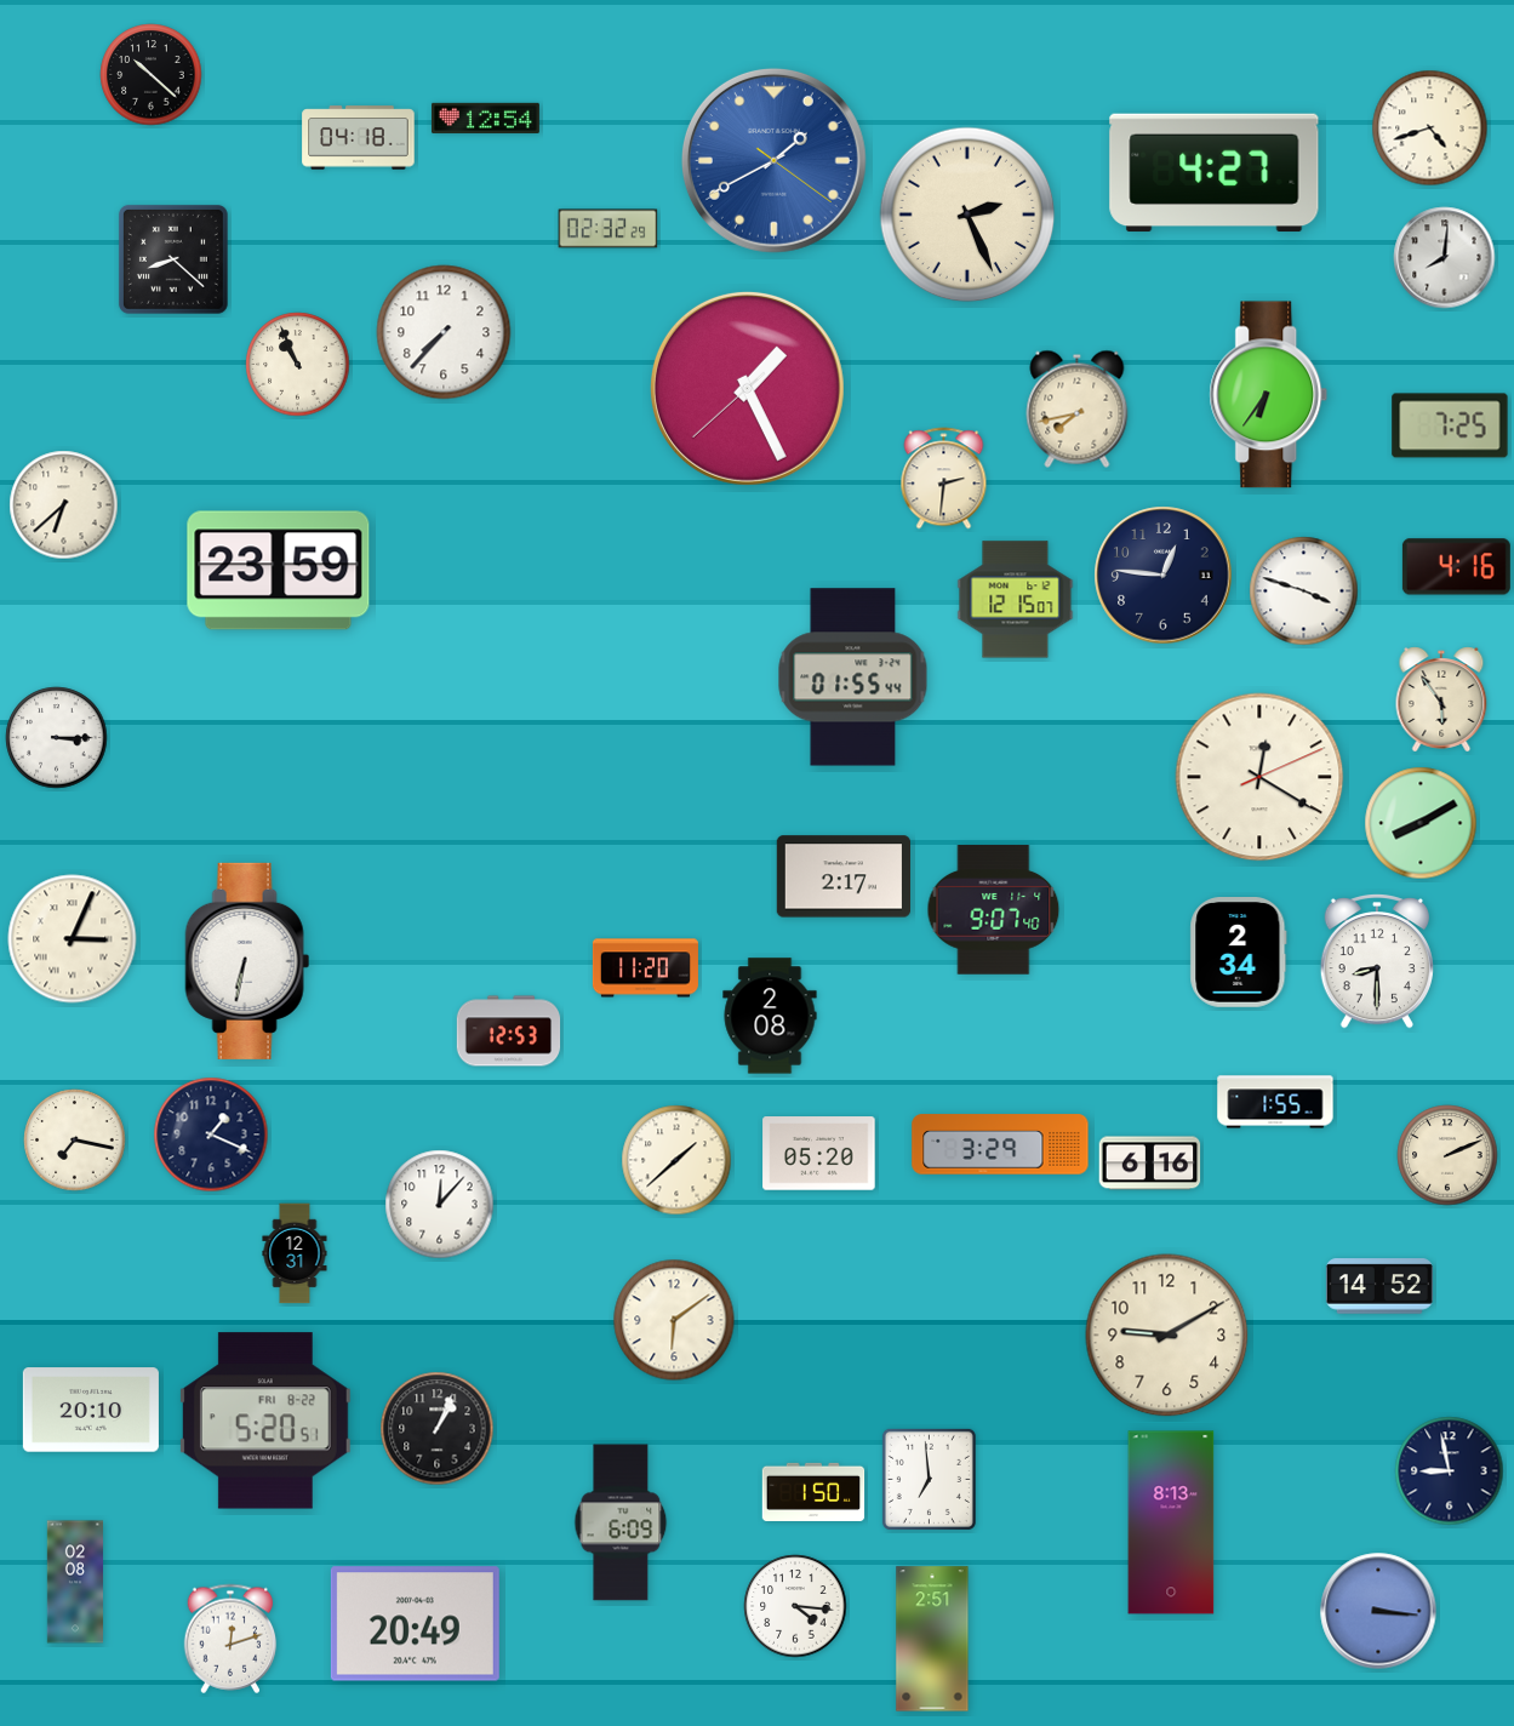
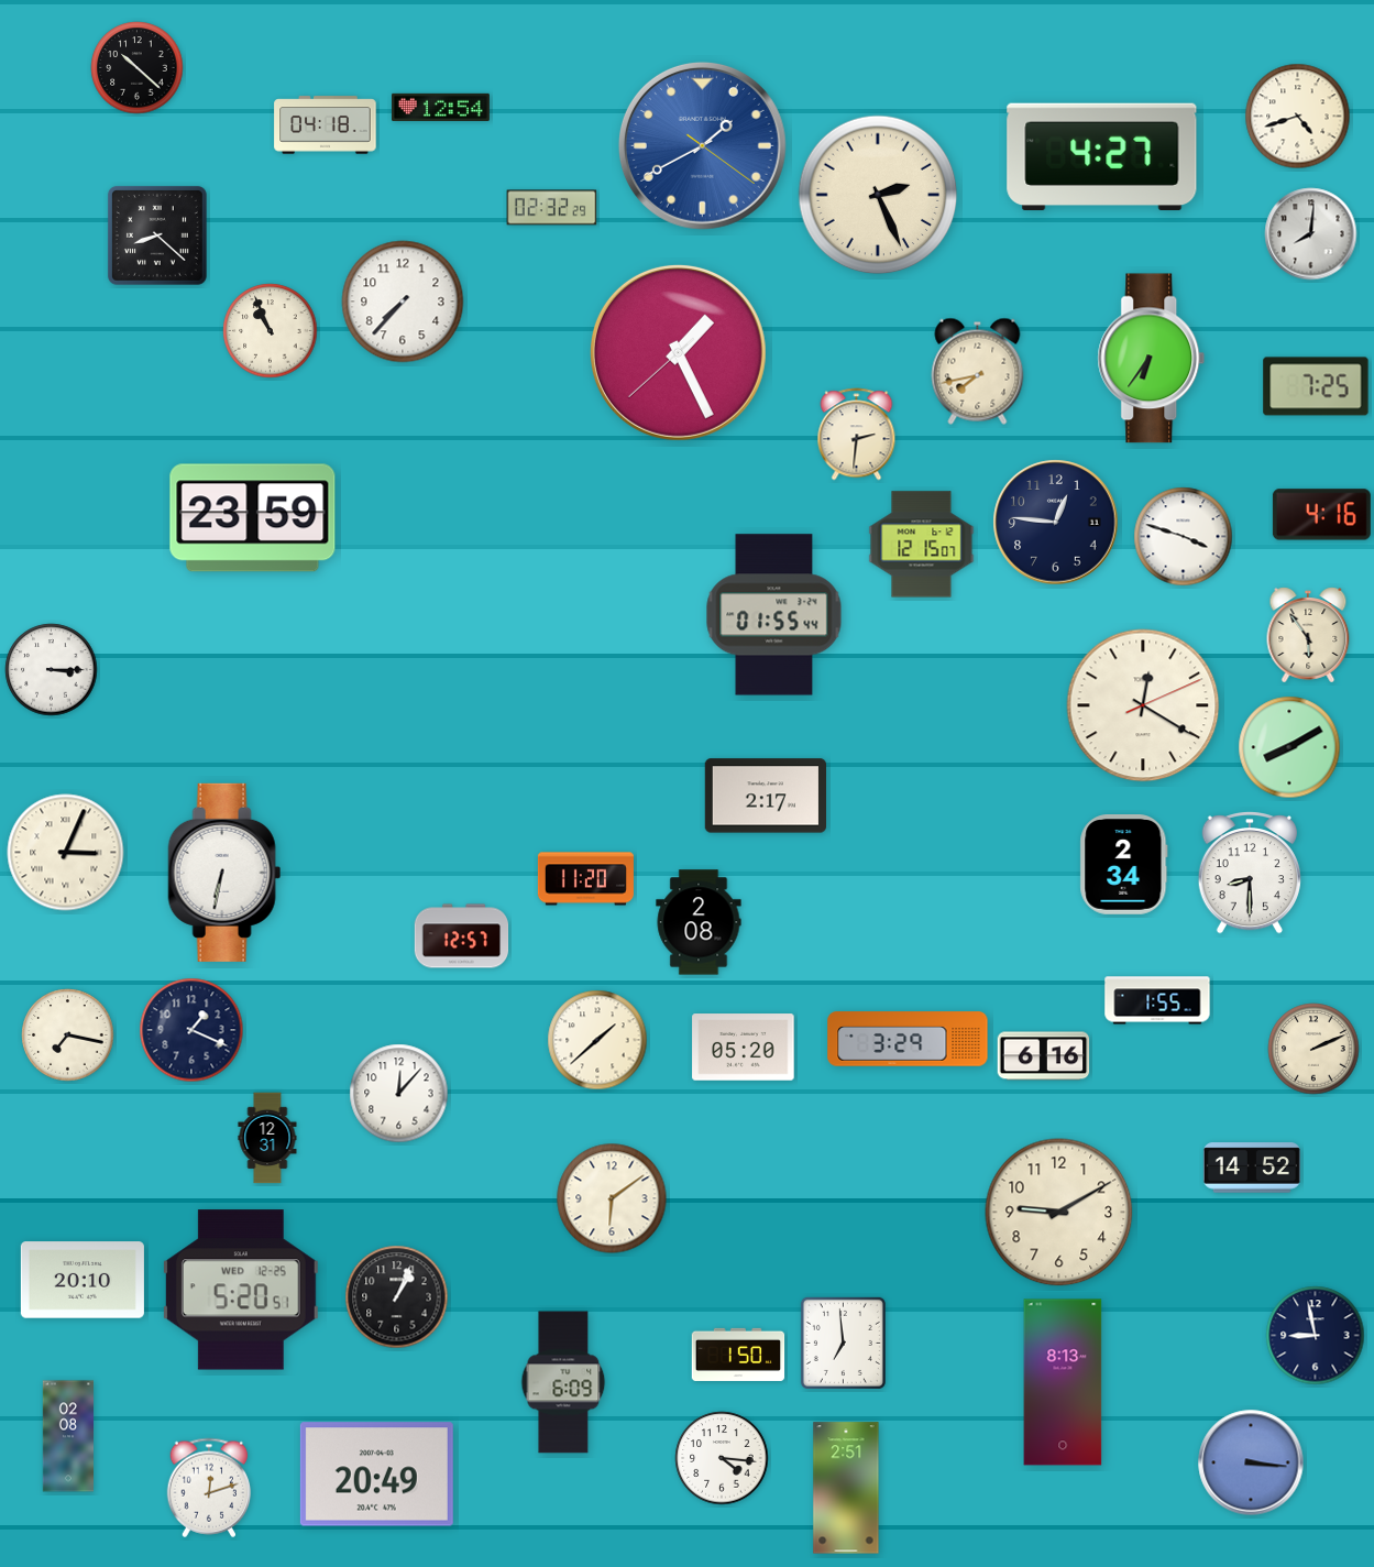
clock at (64, 505): 6:38 -> none
clock at (994, 910): 9:07 -> none
clock at (509, 1031): 12:53 -> 12:57
clock at (676, 1160) position: (676, 1160) -> (597, 1040)
clock at (265, 1421) date: FRI 8-22 -> WED 12-25
